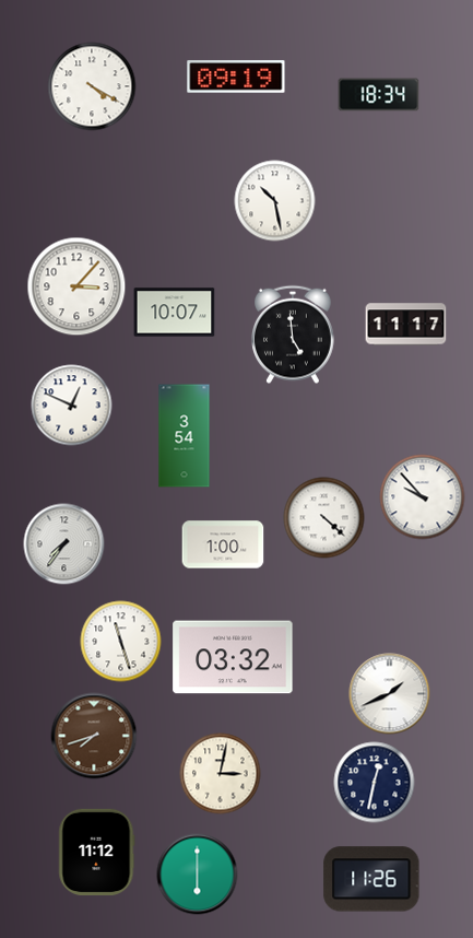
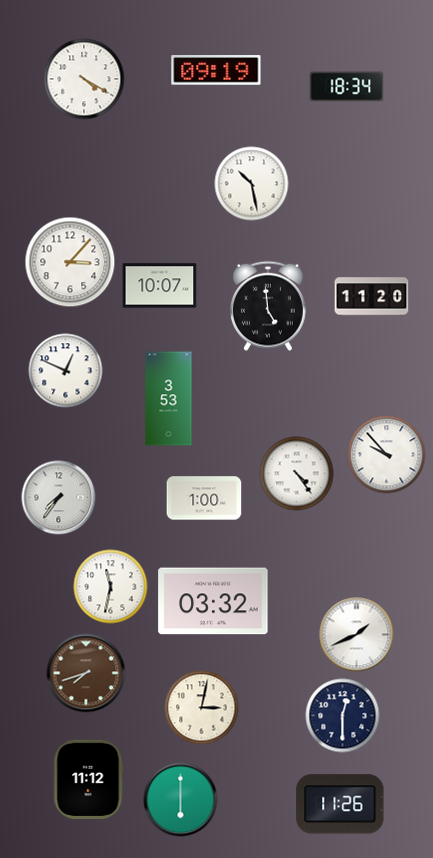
clock at (406, 325): 11:17 -> 11:20
clock at (185, 436): 3:54 -> 3:53
clock at (324, 518): 4:22 -> 4:24
clock at (121, 642): 11:27 -> 11:32
clock at (375, 783): 12:32 -> 12:30
